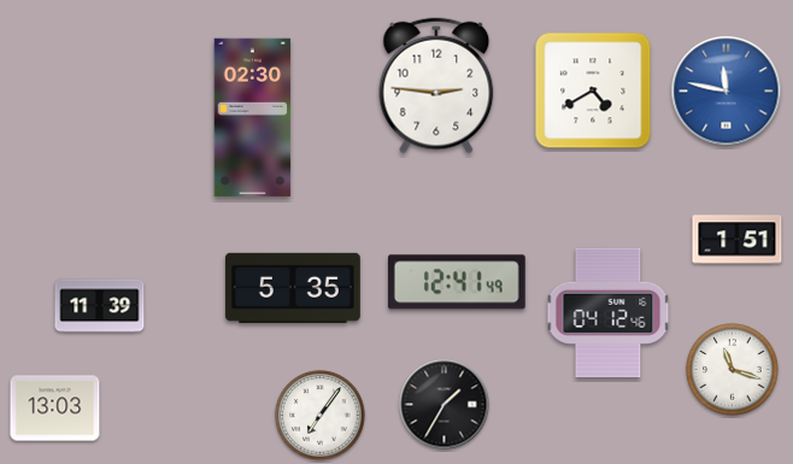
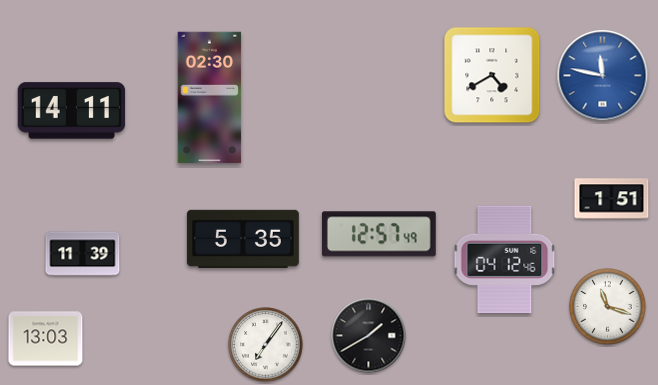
clock at (436, 86): 2:46 -> none
clock at (72, 111): none -> 14:11
clock at (457, 282): 12:41 -> 12:57
clock at (445, 405): 1:35 -> 1:40
